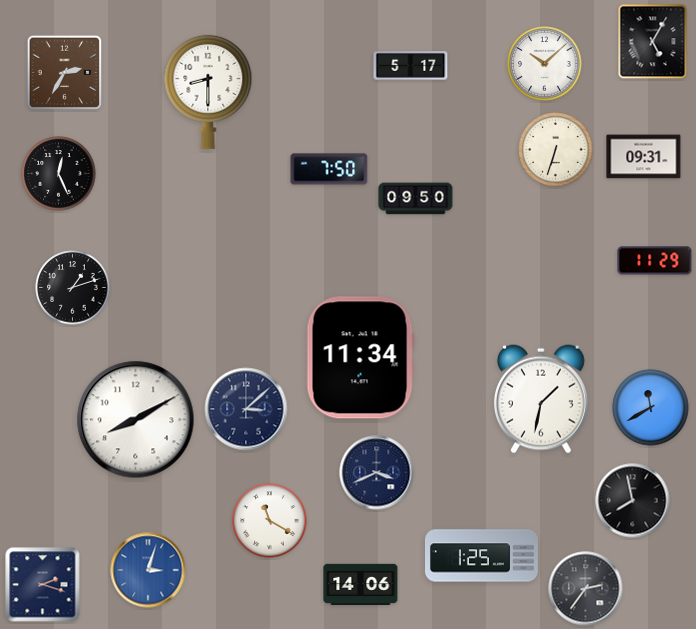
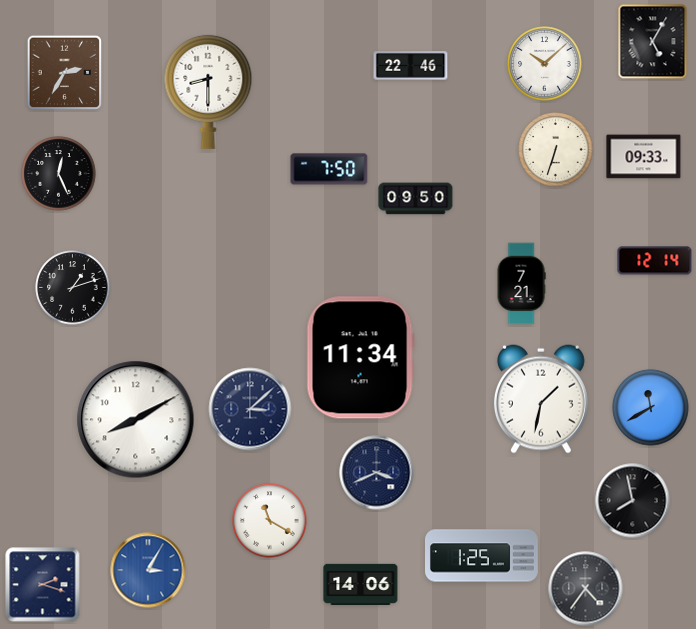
clock at (411, 66): 5:17 -> 22:46
clock at (644, 157): 09:31 -> 09:33
clock at (655, 261): 11:29 -> 12:14
clock at (521, 284): none -> 7:21
clock at (246, 409) position: (246, 409) -> (250, 409)
clock at (148, 570): 3:03 -> 3:05
clock at (586, 589): 2:36 -> 4:36
